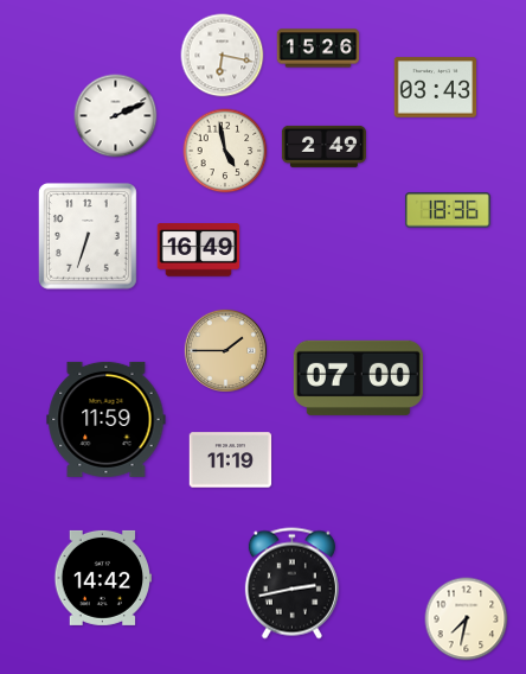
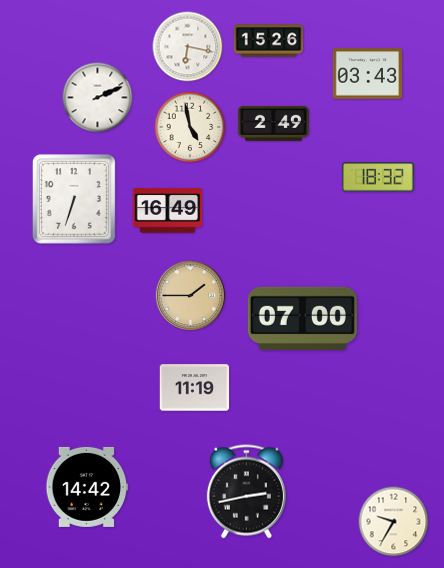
clock at (448, 210): 18:36 -> 18:32
clock at (107, 419): 11:59 -> none
clock at (467, 619): 7:32 -> 9:35
